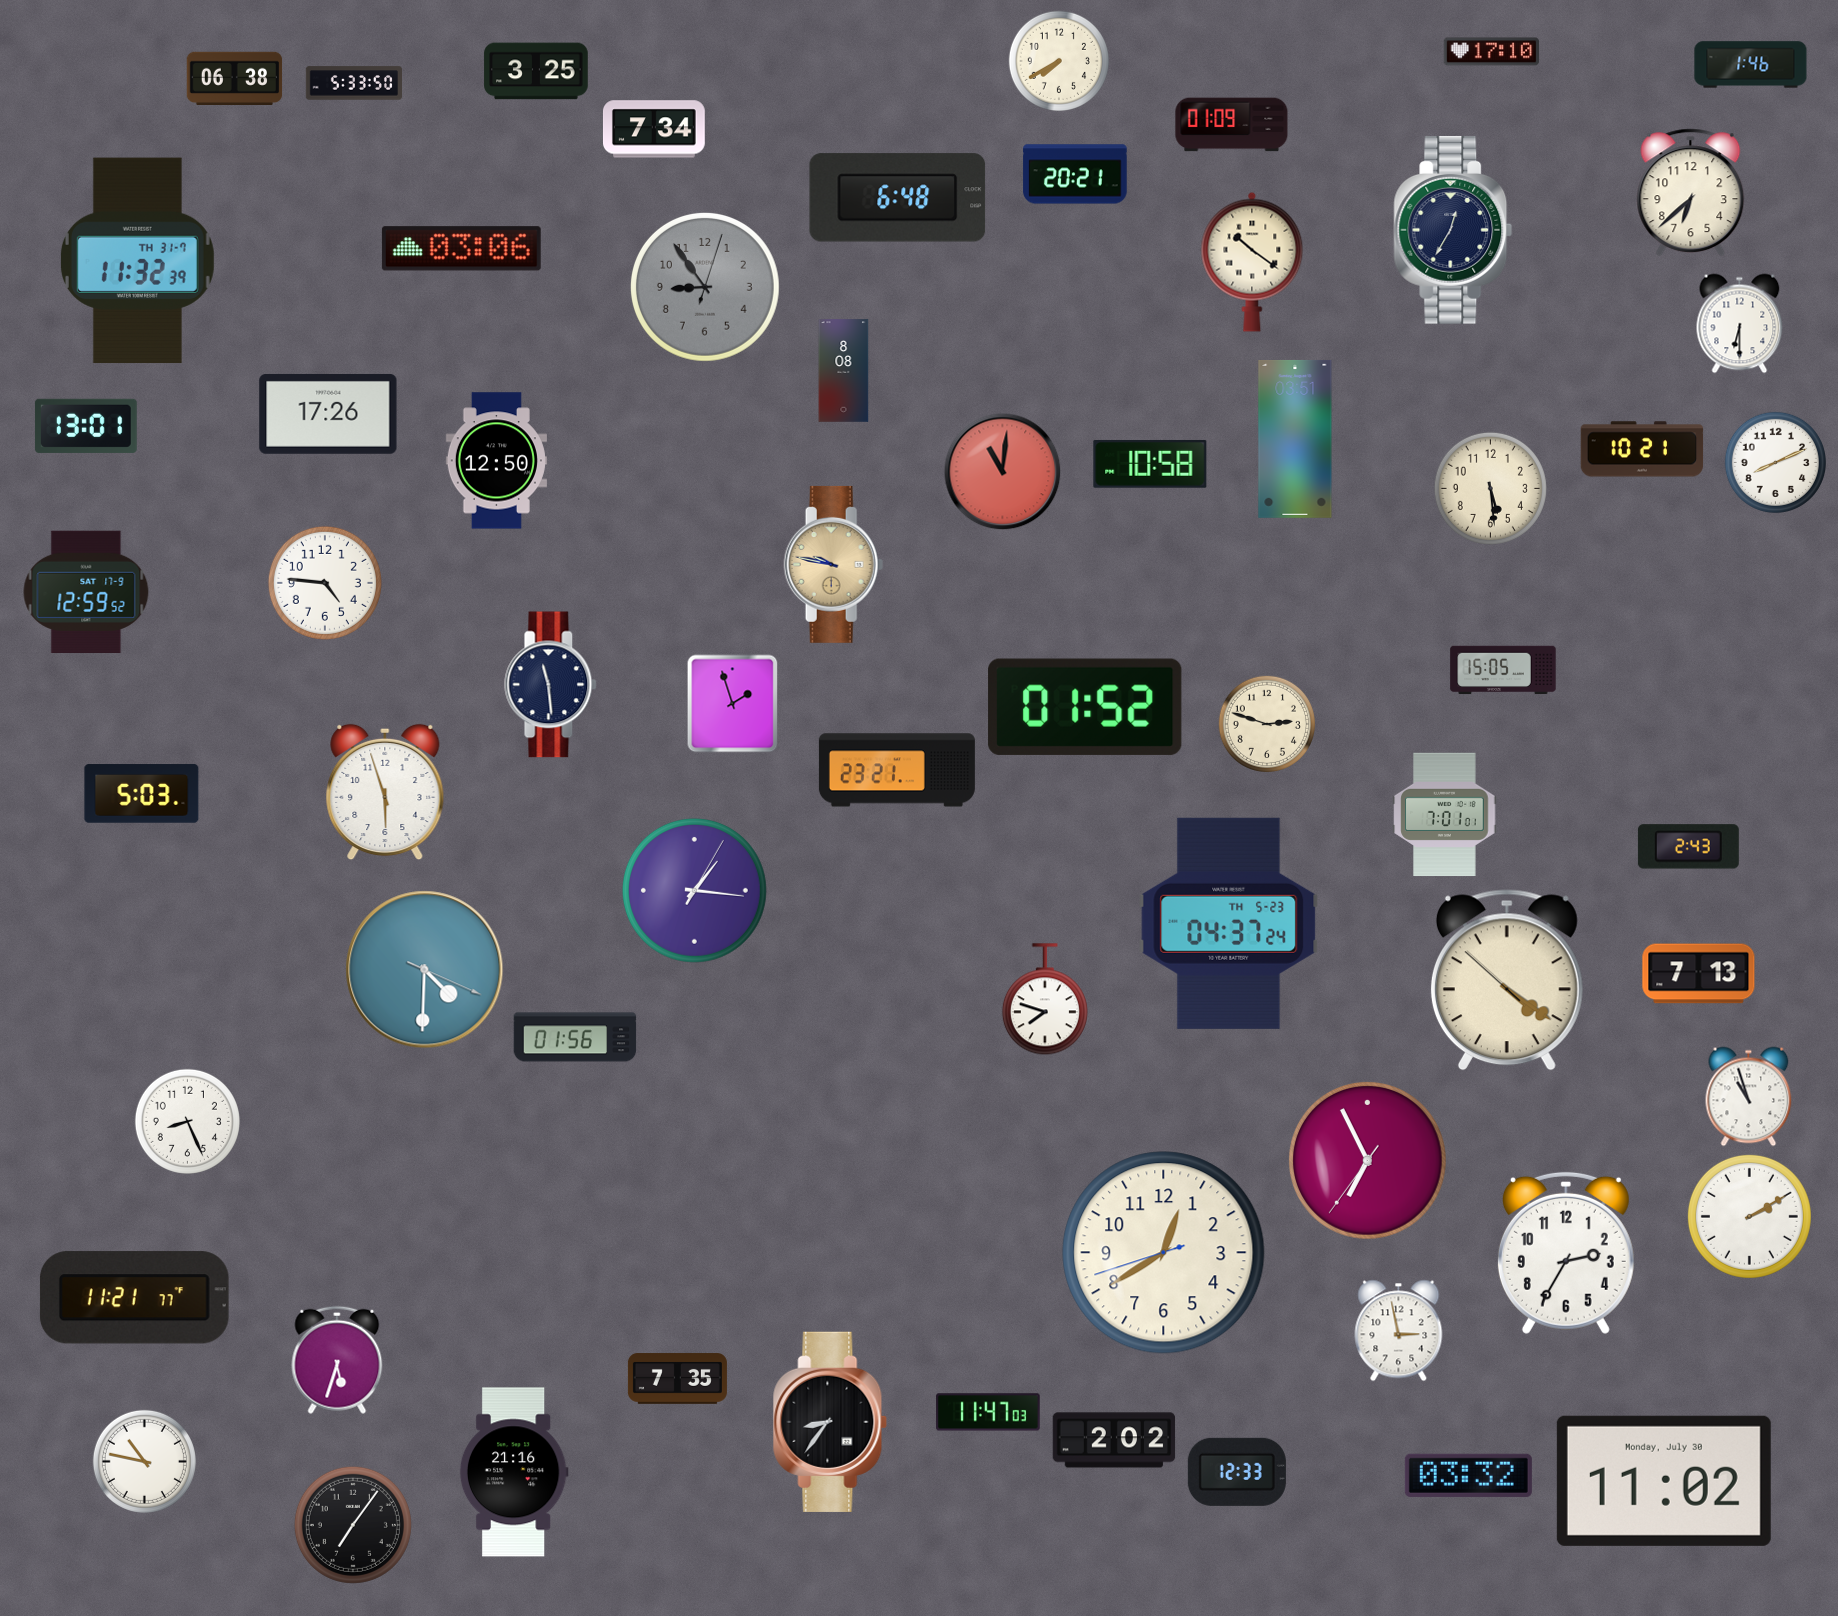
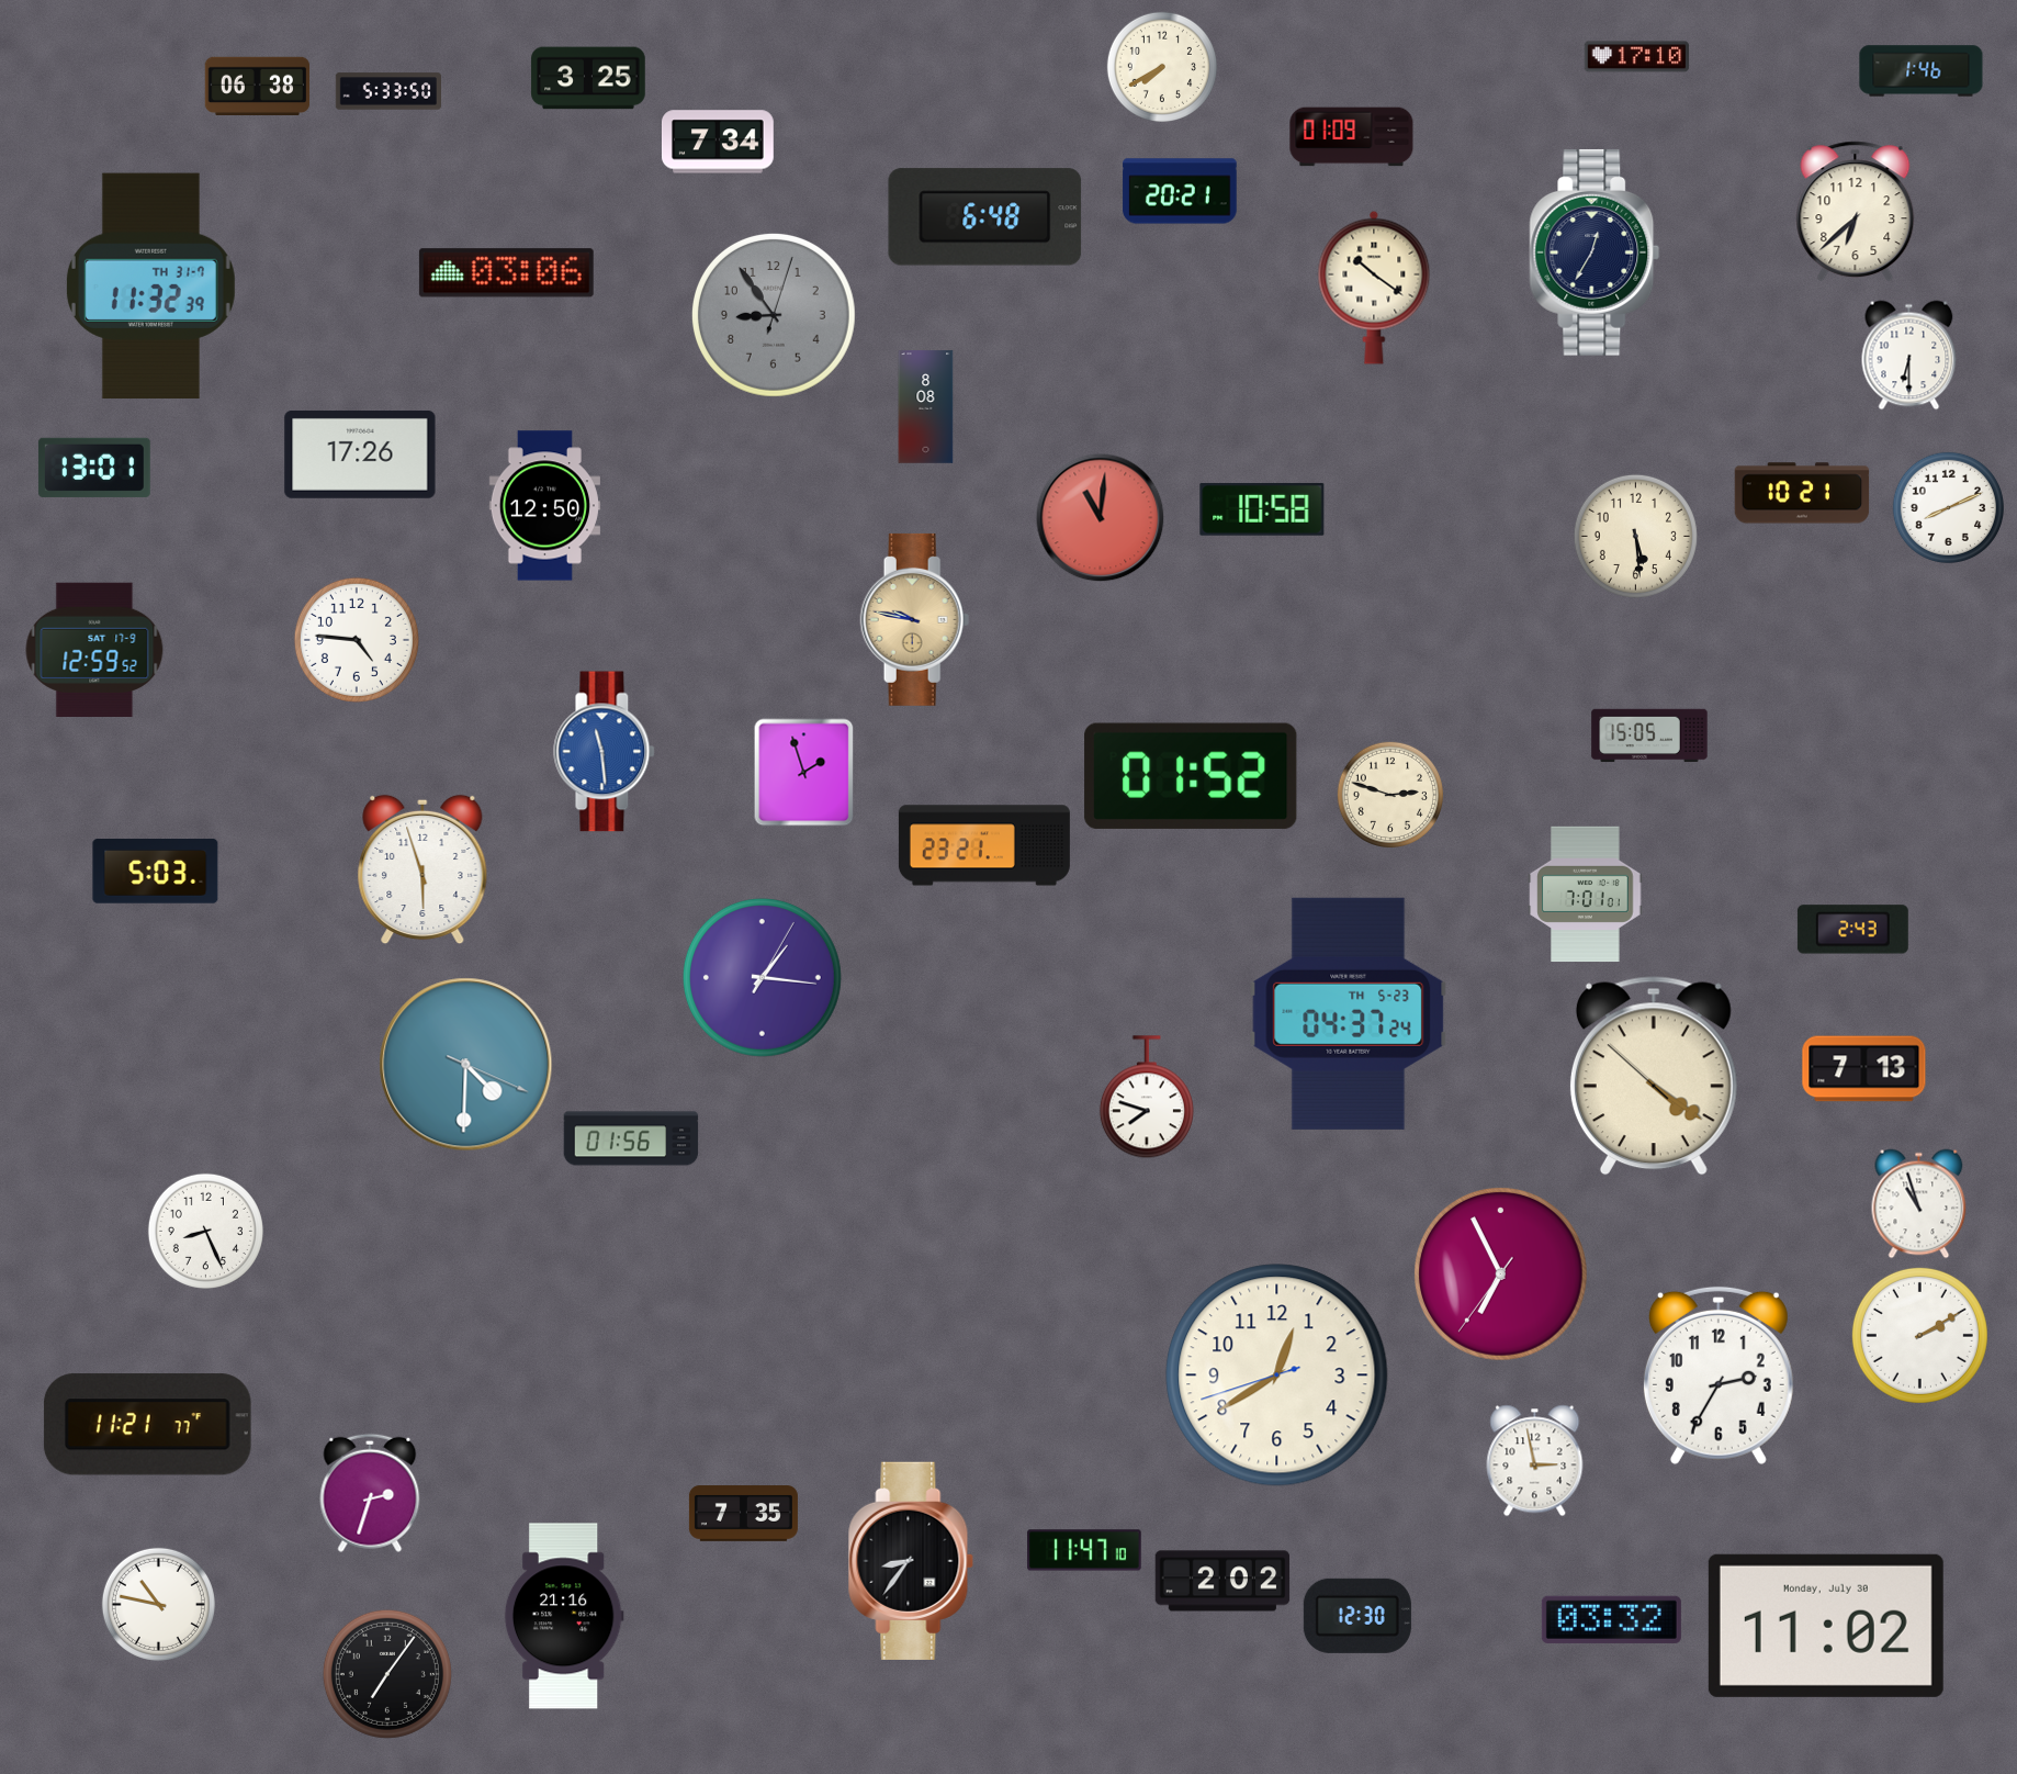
clock at (1295, 439): 03:51 -> none
clock at (551, 685) dial: navy -> blue
clock at (337, 1360): 5:33 -> 2:33
clock at (988, 1412): 11:47:03 -> 11:47:10
clock at (1237, 1472): 12:33 -> 12:30
